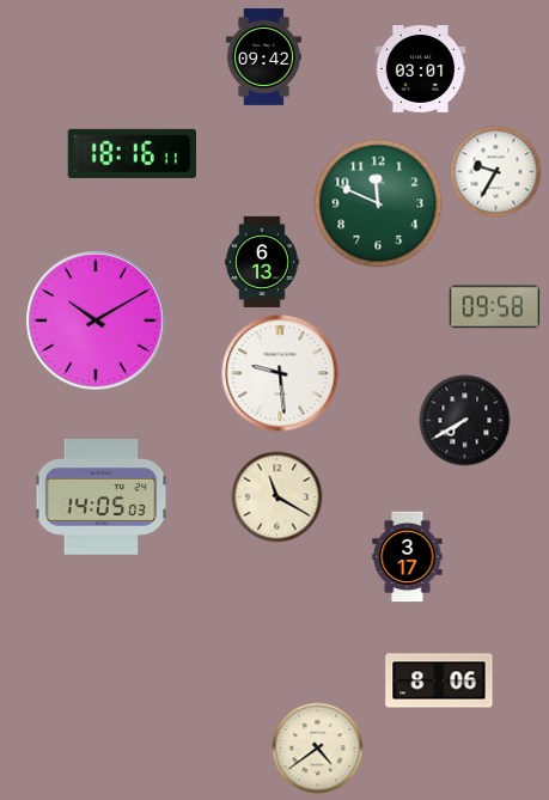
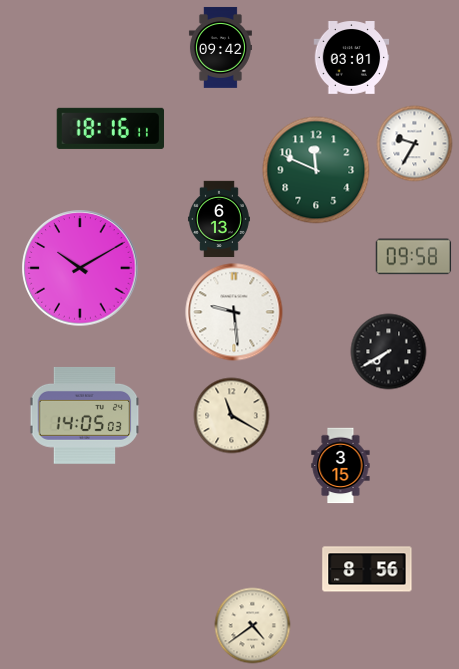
clock at (408, 557): 3:17 -> 3:15
clock at (439, 680): 8:06 -> 8:56
clock at (318, 749) position: (318, 749) -> (253, 626)
